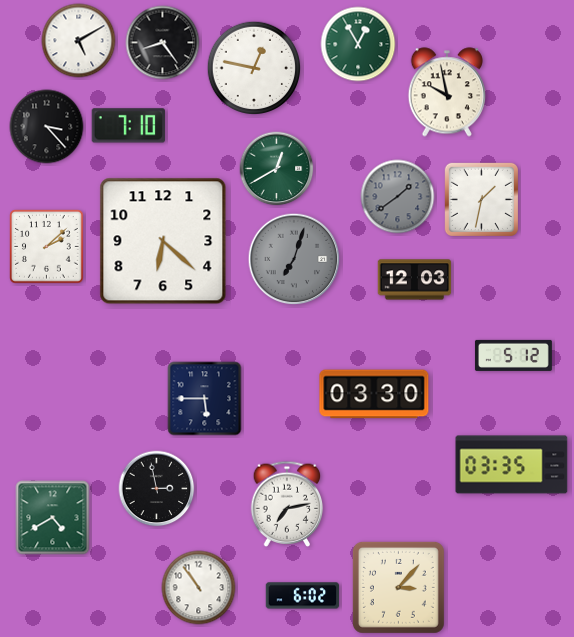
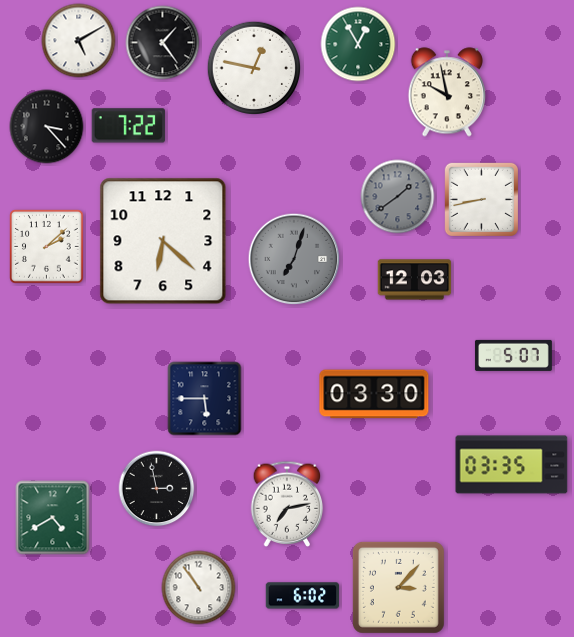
clock at (163, 43): 8:24 -> 1:24
clock at (128, 126): 7:10 -> 7:22
clock at (277, 169): 12:40 -> none
clock at (481, 199): 1:32 -> 8:43
clock at (513, 355): 5:12 -> 5:07
